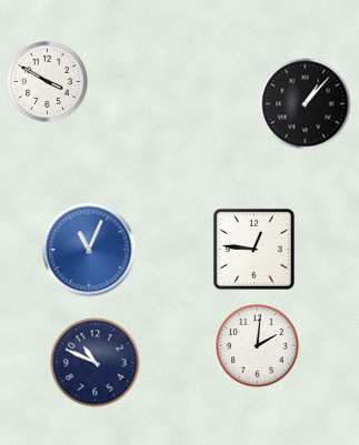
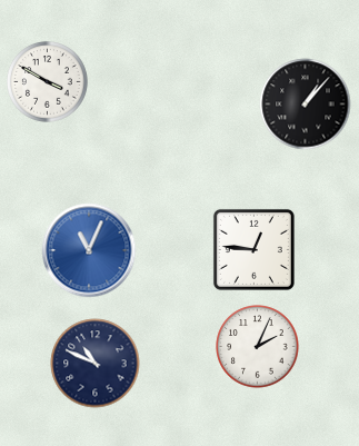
clock at (258, 346): 2:01 -> 2:04
